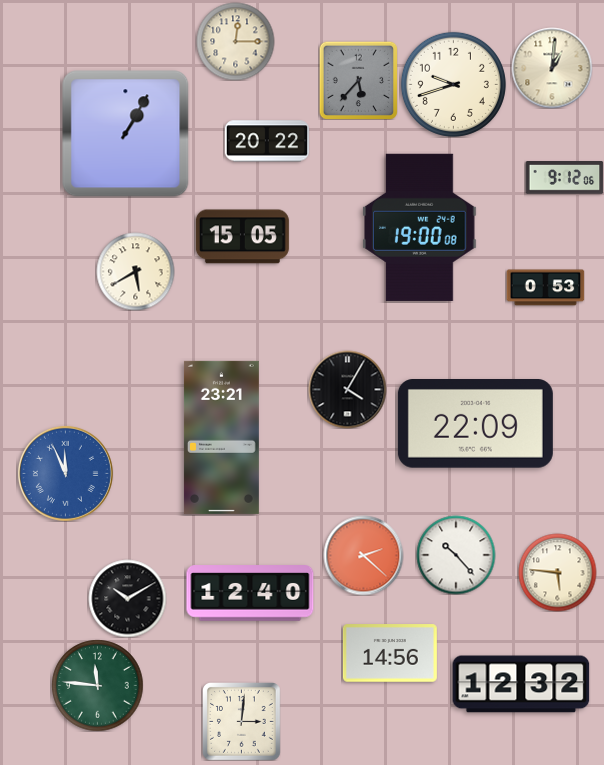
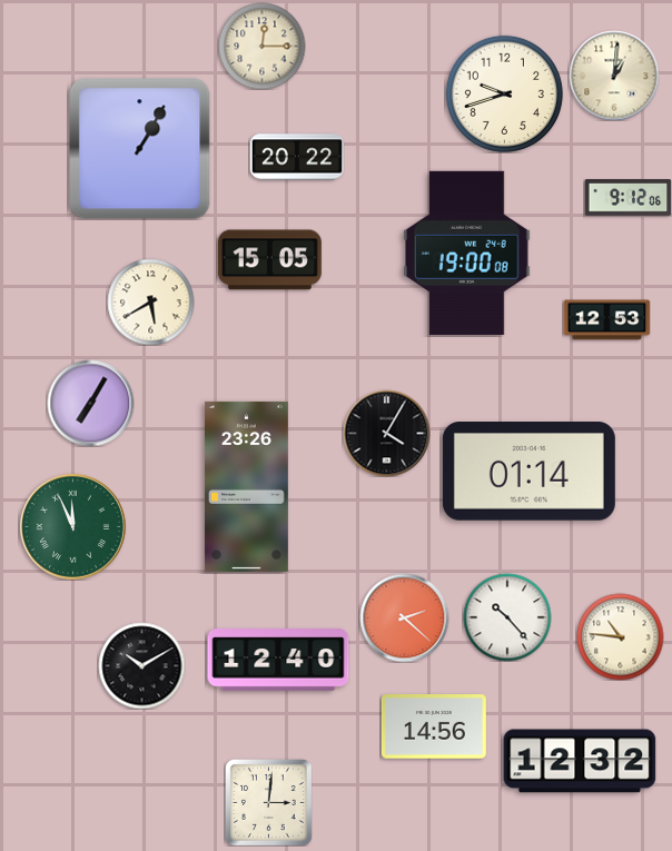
clock at (358, 80): 5:37 -> none
clock at (242, 237) position: (242, 237) -> (269, 260)
clock at (545, 288): 0:53 -> 12:53
clock at (90, 403): none -> 7:05
clock at (475, 424): 22:09 -> 01:14
clock at (221, 437): 23:21 -> 23:26
clock at (65, 473) dial: blue -> green
clock at (557, 572): 5:46 -> 10:46
clock at (97, 685): 11:46 -> none
